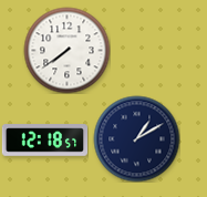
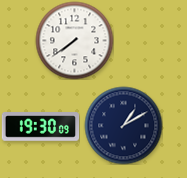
clock at (66, 50) position: (66, 50) -> (74, 40)
clock at (44, 141): 12:18 -> 19:30
